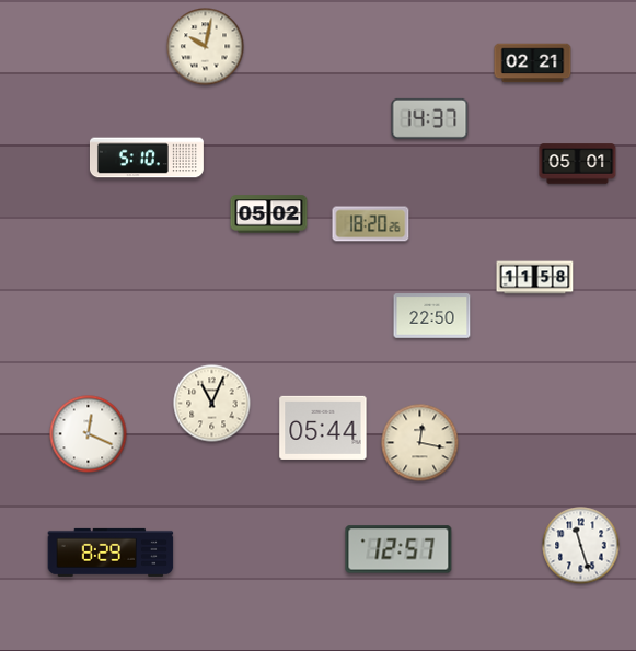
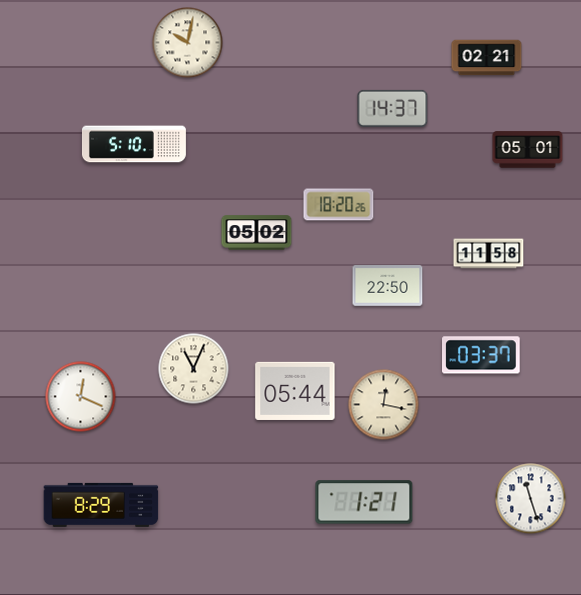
clock at (269, 214) position: (269, 214) -> (257, 233)
clock at (432, 316) position: (432, 316) -> (388, 286)
clock at (482, 355): none -> 03:37
clock at (398, 549): 12:57 -> 1:21
